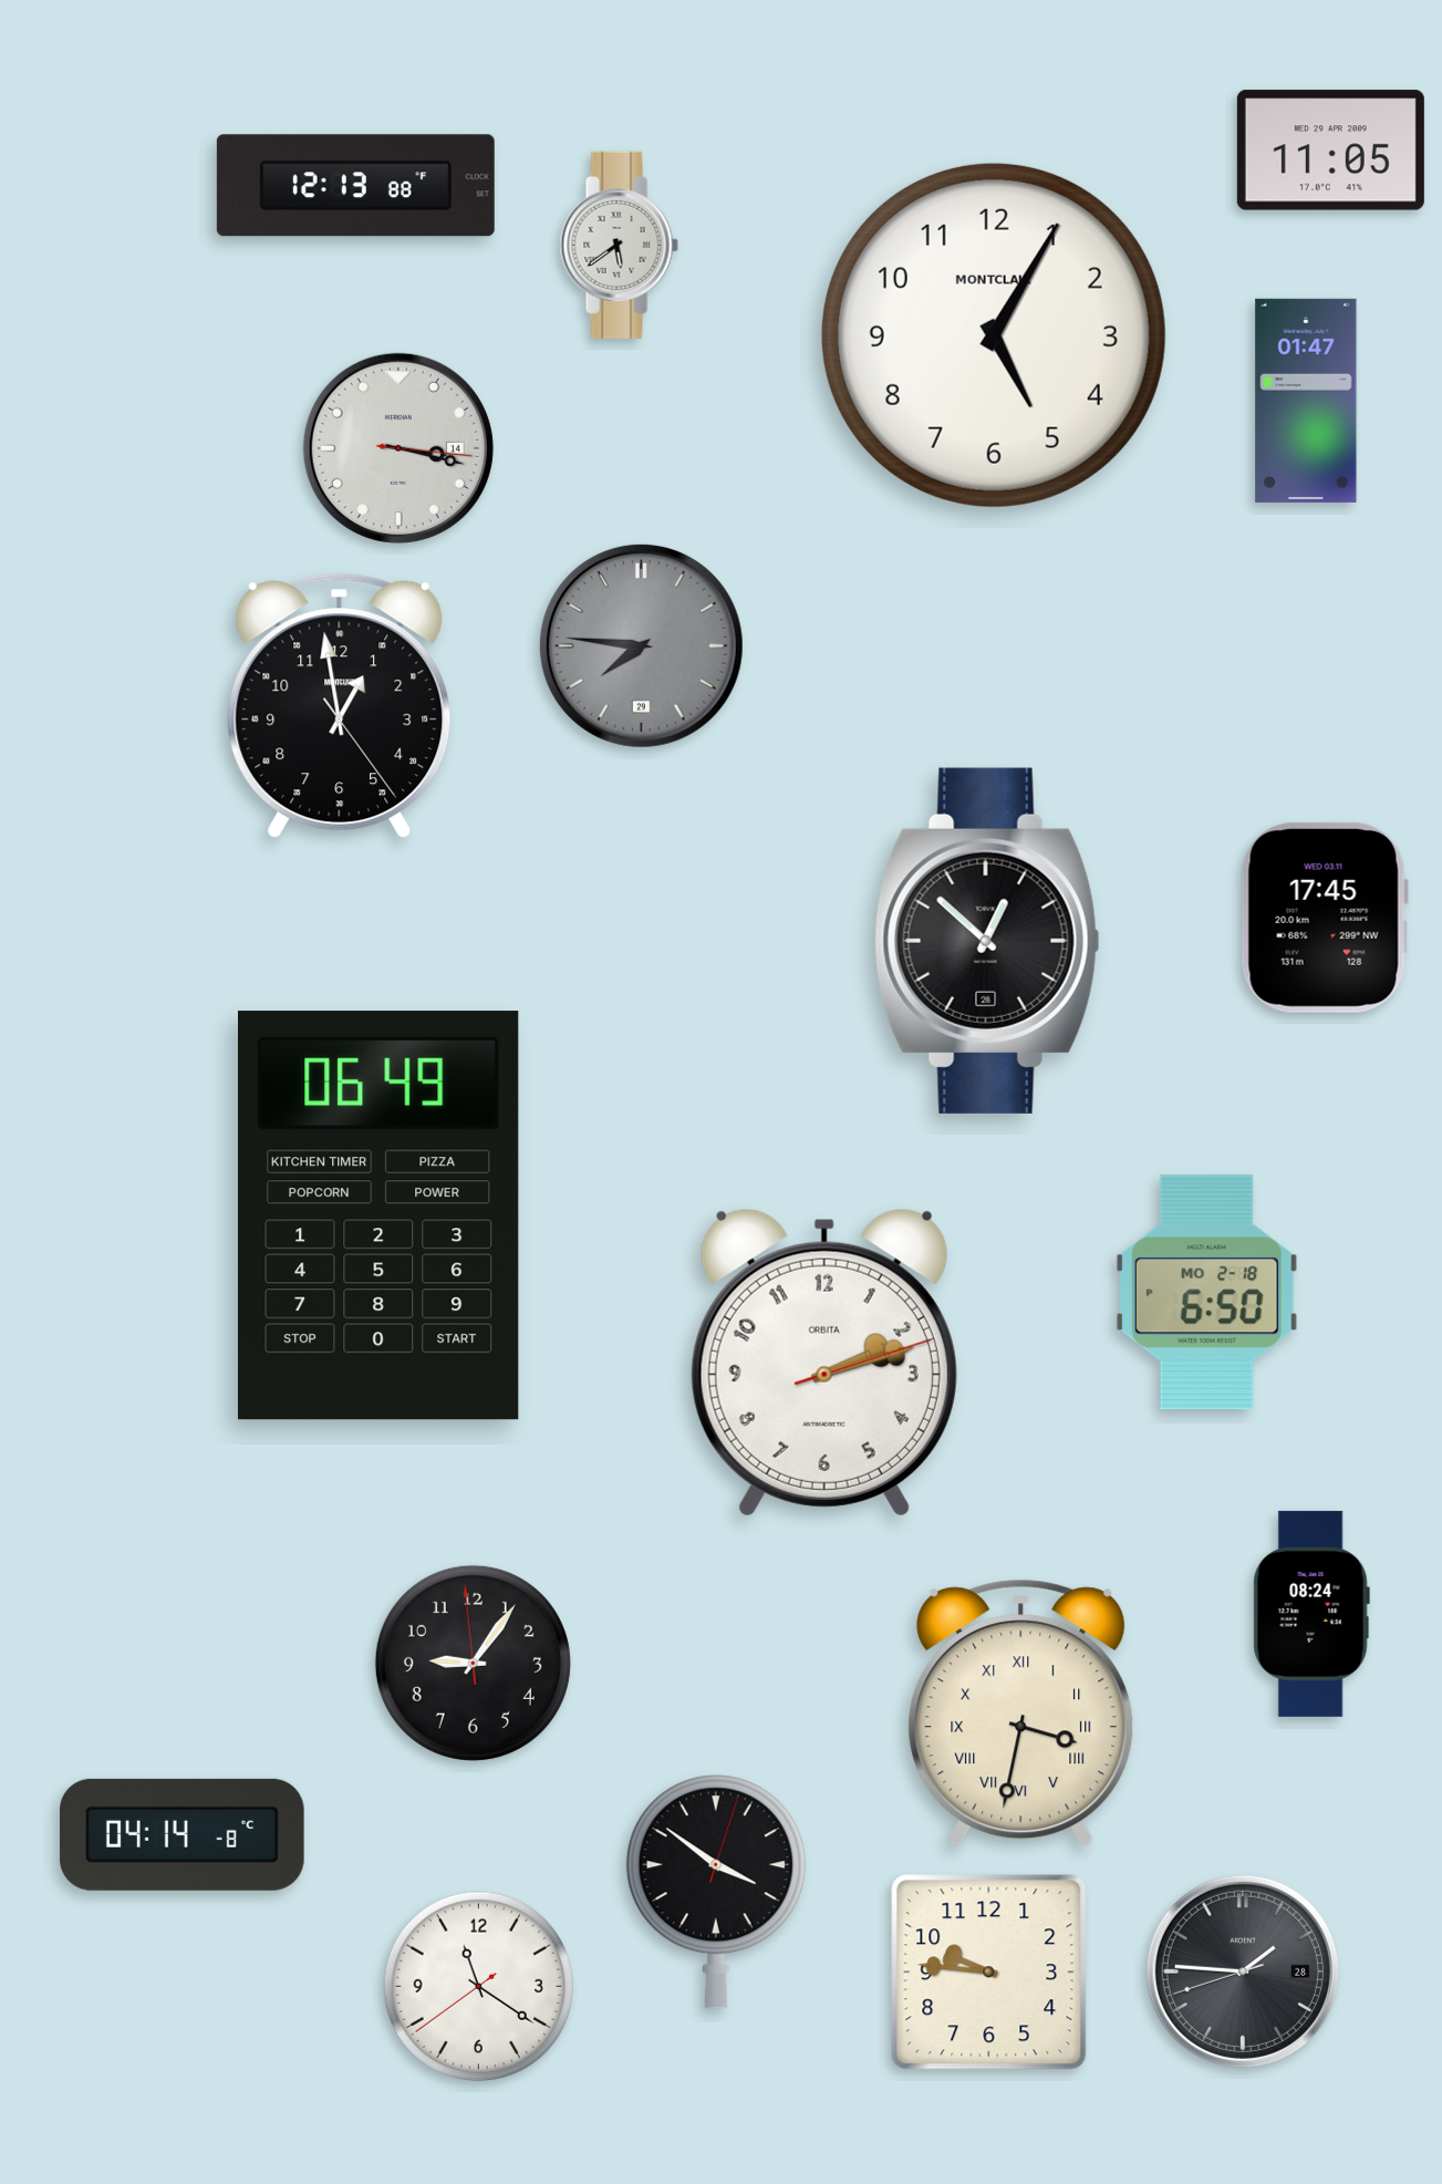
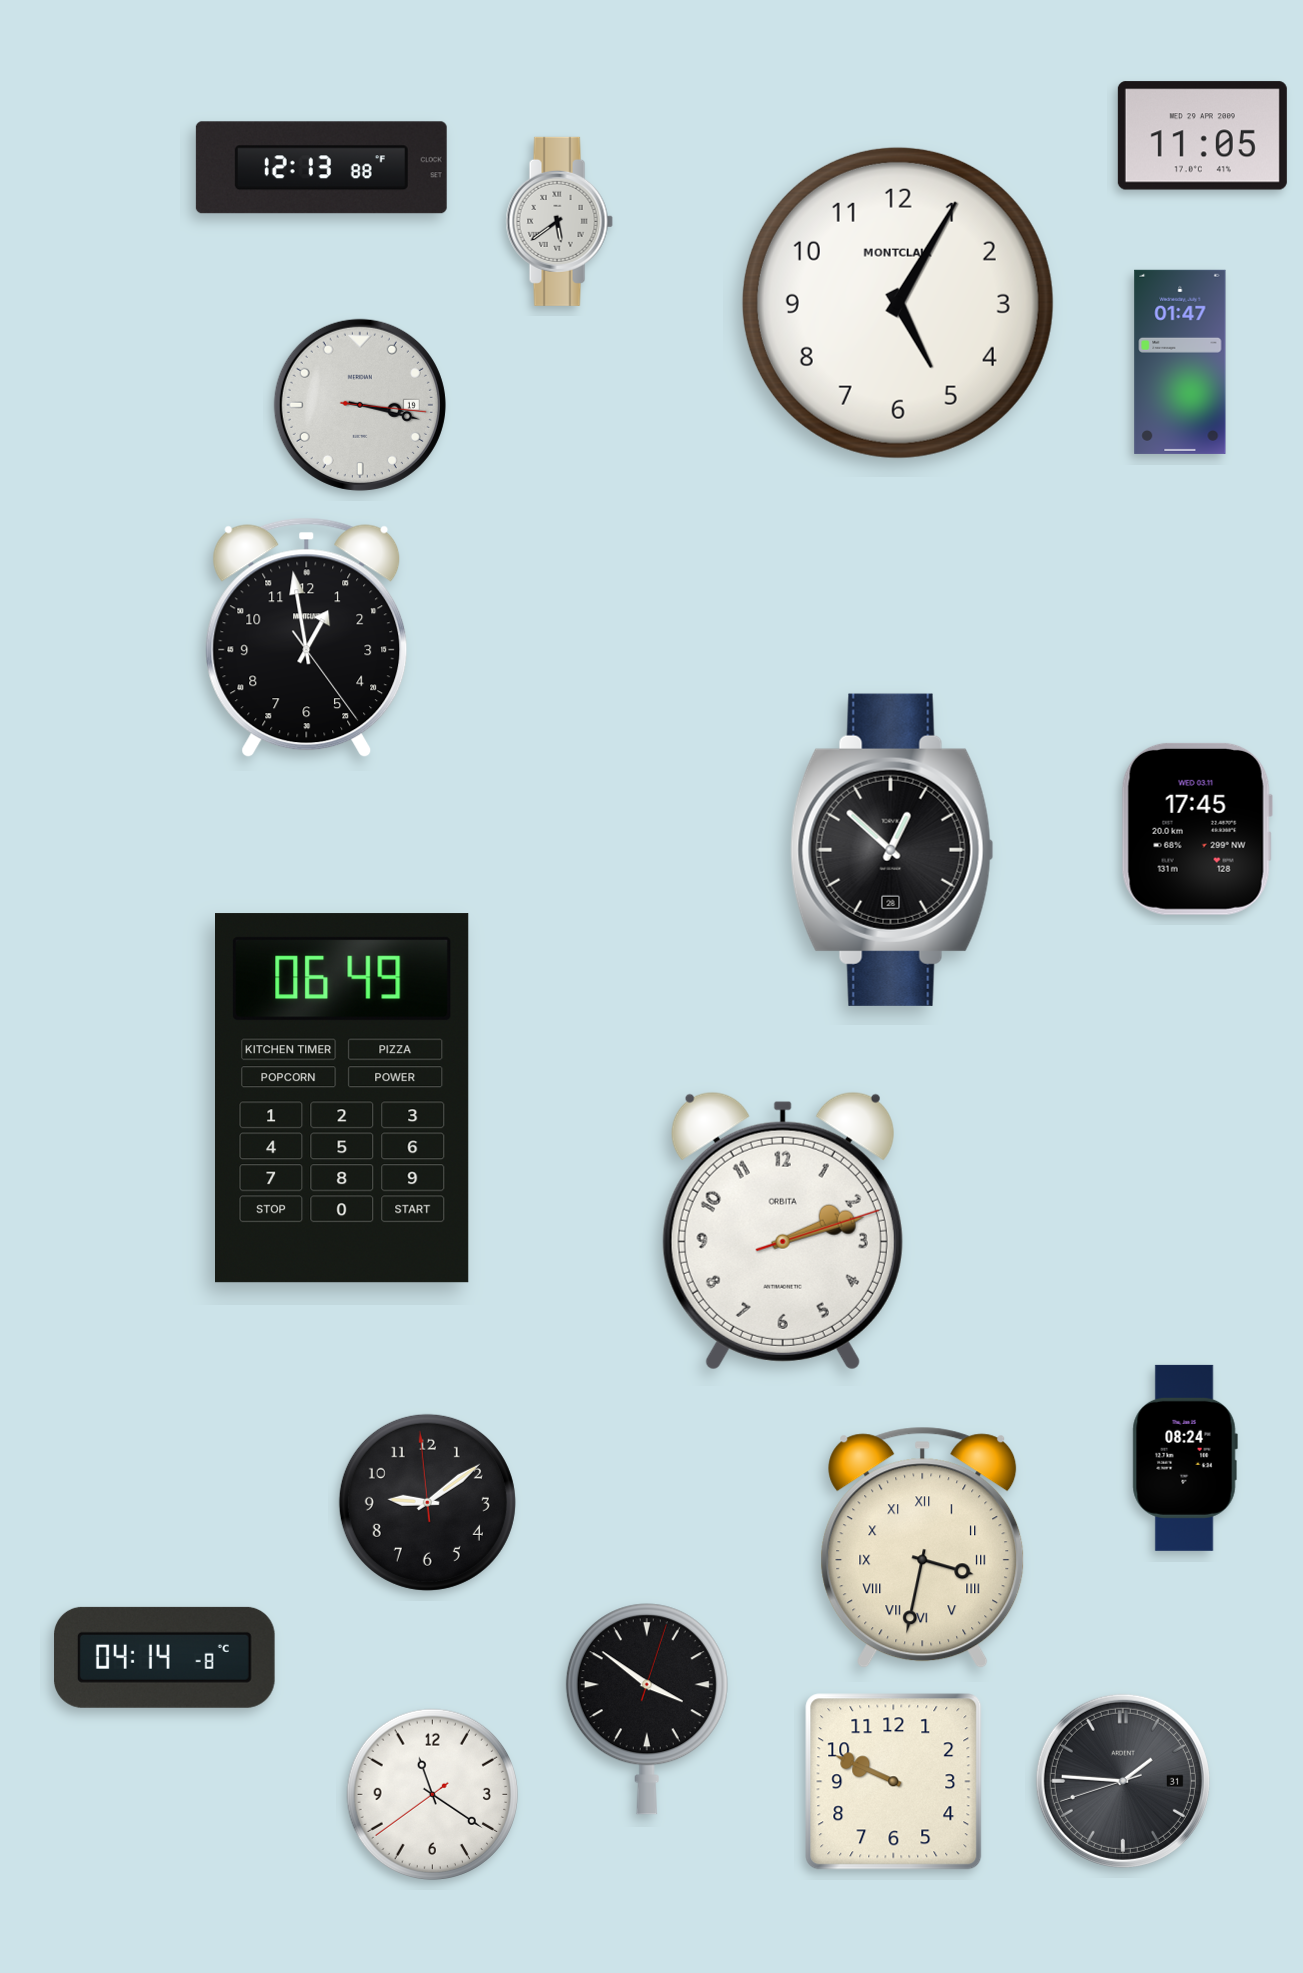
clock at (398, 448) date: 14 -> 19
clock at (641, 645): 7:46 -> none
clock at (1206, 1293): 6:50 -> none
clock at (824, 1363) position: (824, 1363) -> (783, 1231)
clock at (473, 1663): 9:05 -> 9:08
clock at (1243, 1971) date: 28 -> 31
clock at (989, 1973): 9:46 -> 9:49
